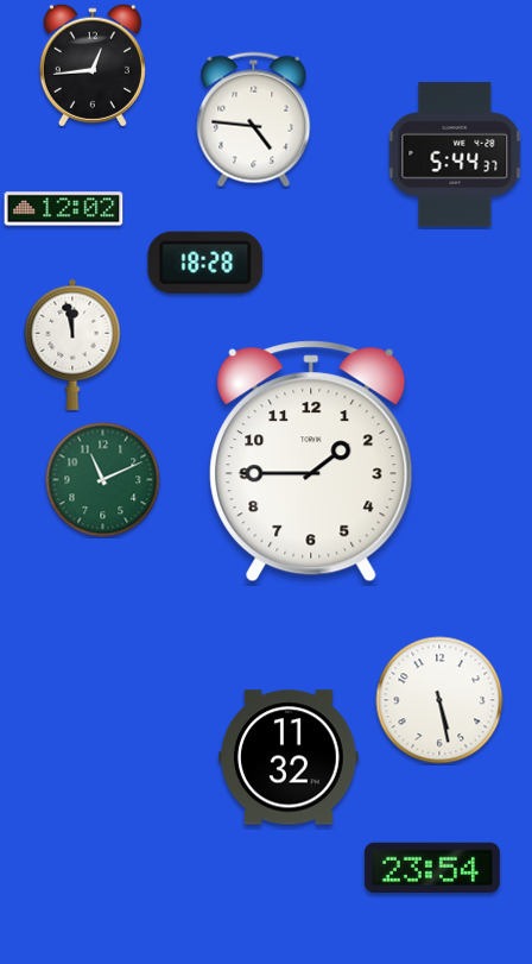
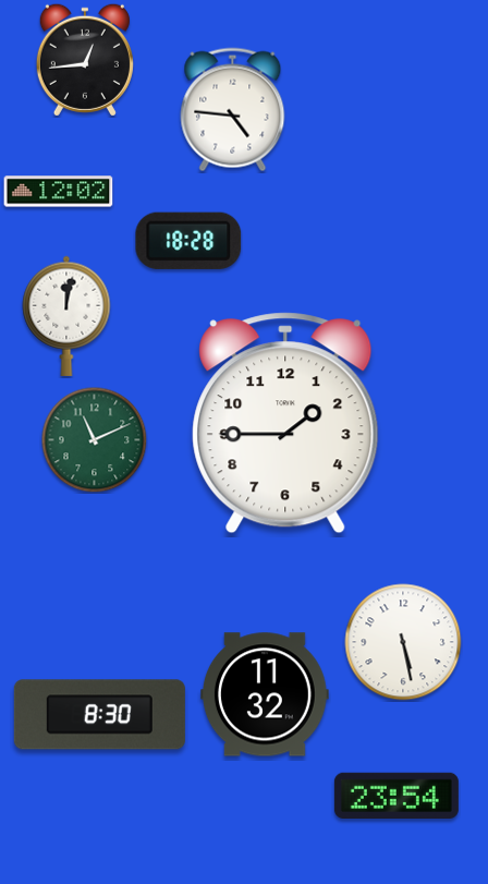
clock at (455, 155): 5:44 -> none
clock at (72, 345): 11:58 -> 12:02
clock at (99, 715): none -> 8:30
